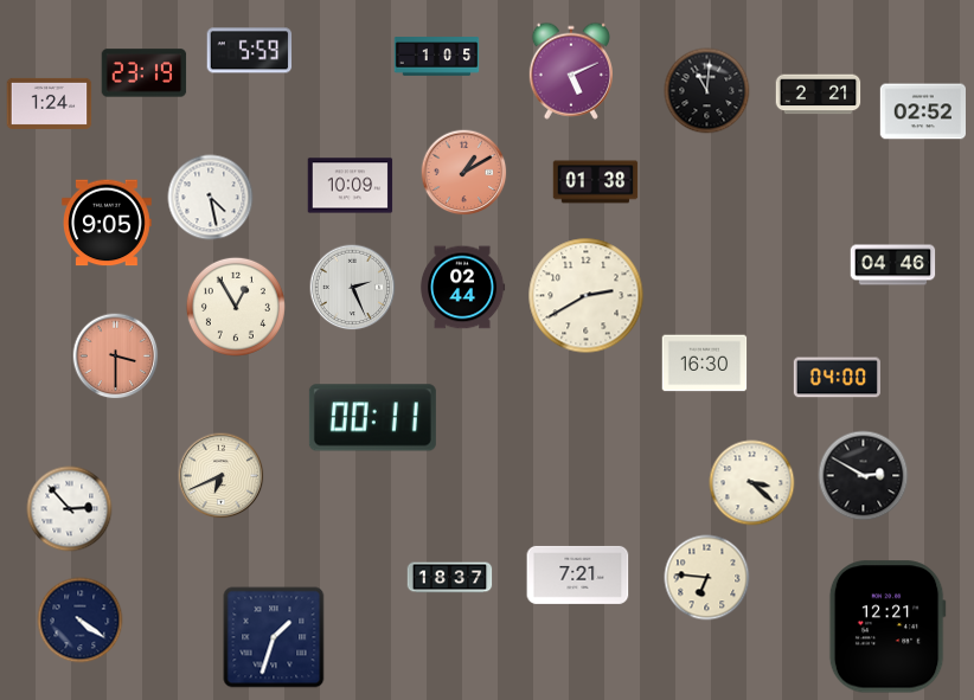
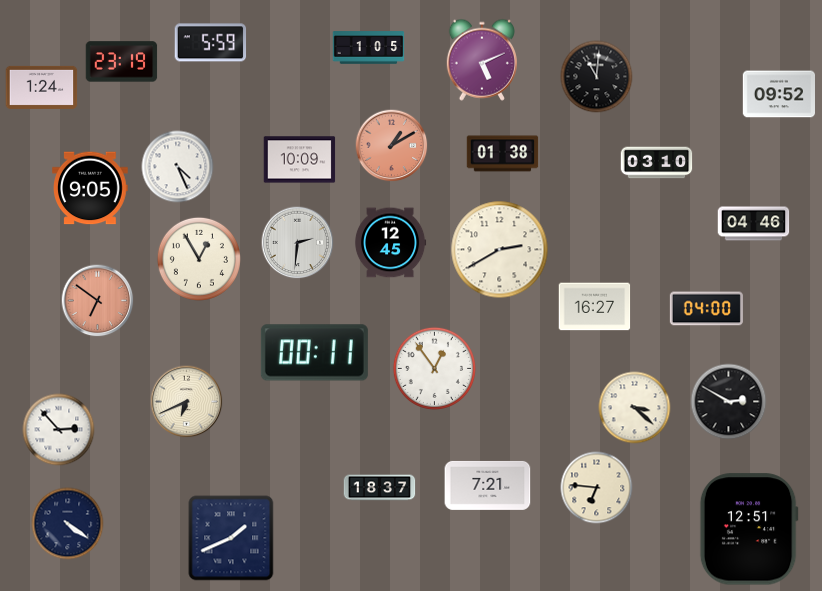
clock at (819, 95): 2:21 -> none
clock at (923, 111): 02:52 -> 09:52
clock at (351, 186) position: (351, 186) -> (300, 160)
clock at (657, 163): none -> 03:10
clock at (211, 198): 4:28 -> 4:26
clock at (353, 288): 2:26 -> 2:31
clock at (462, 288): 02:44 -> 12:45
clock at (587, 296) position: (587, 296) -> (500, 250)
clock at (116, 357): 3:30 -> 6:51
clock at (705, 364): 16:30 -> 16:27
clock at (837, 378) position: (837, 378) -> (706, 309)
clock at (434, 368): none -> 12:54
clock at (888, 627): 12:21 -> 12:51
clock at (274, 637): 1:33 -> 1:41
